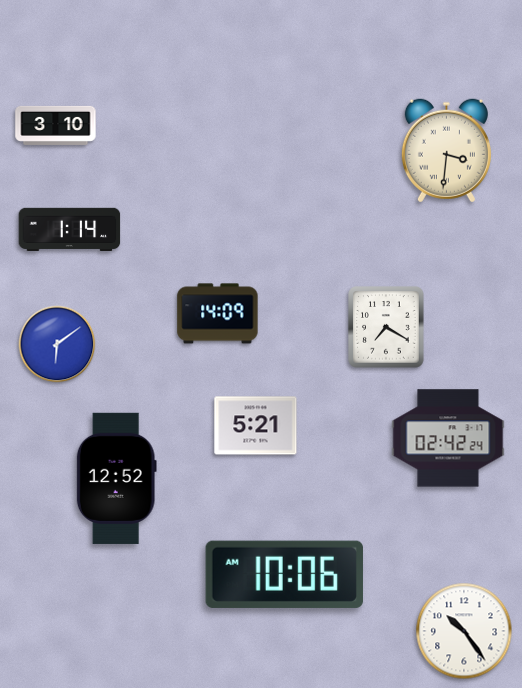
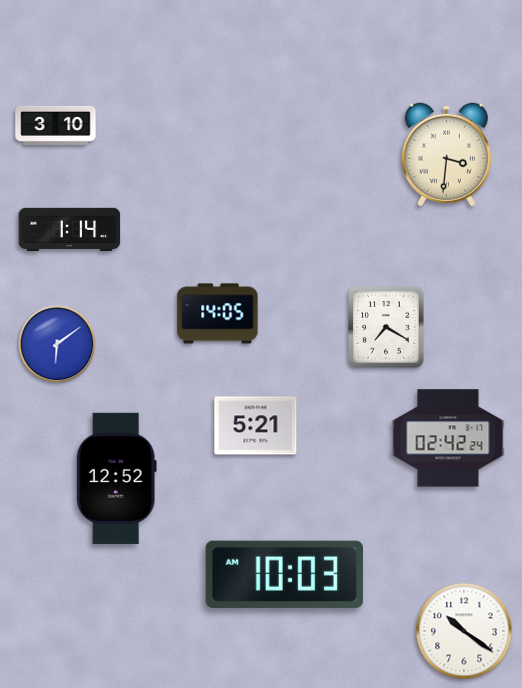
clock at (446, 151) position: (446, 151) -> (446, 155)
clock at (218, 314): 14:09 -> 14:05
clock at (284, 574): 10:06 -> 10:03
clock at (464, 631): 10:24 -> 10:21
